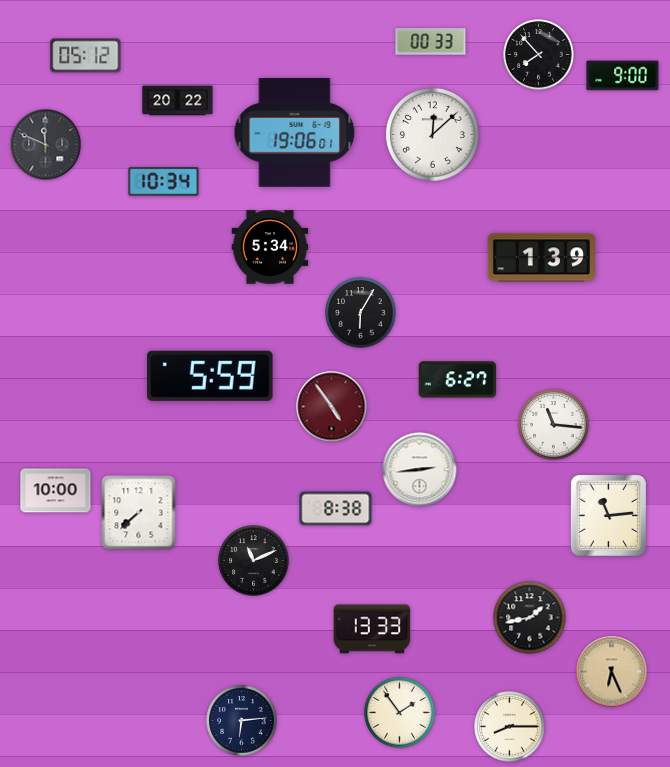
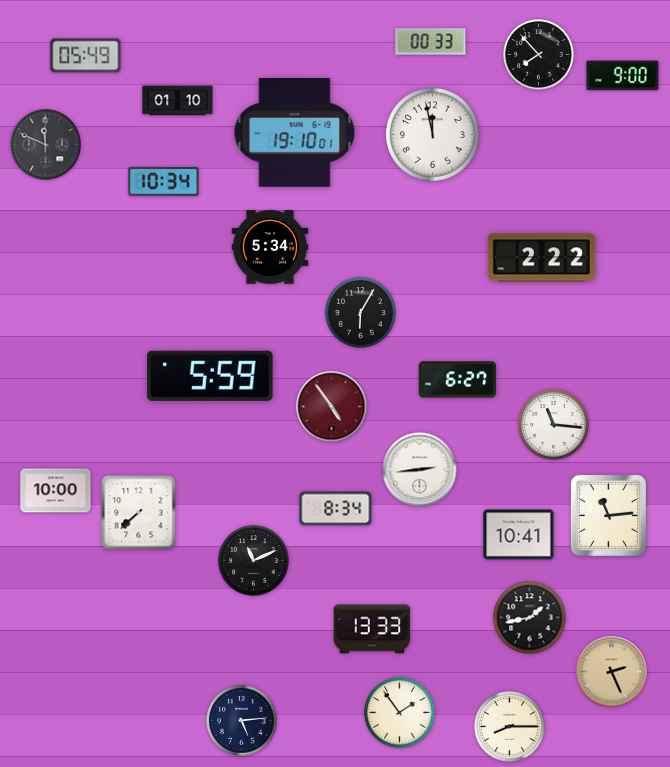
clock at (86, 56): 05:12 -> 05:49
clock at (178, 101): 20:22 -> 01:10
clock at (295, 133): 19:06 -> 19:10
clock at (432, 134): 12:08 -> 11:58
clock at (541, 258): 1:39 -> 2:22
clock at (336, 509): 8:38 -> 8:34
clock at (519, 535): none -> 10:41
clock at (612, 672): 6:26 -> 2:26
clock at (242, 721): 6:14 -> 5:14
